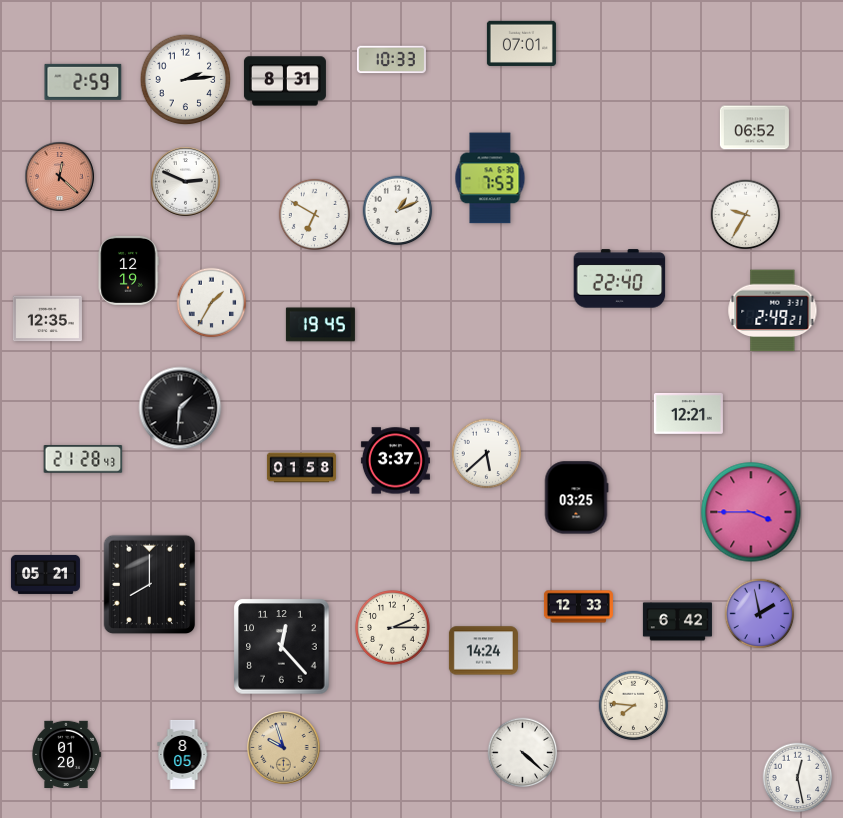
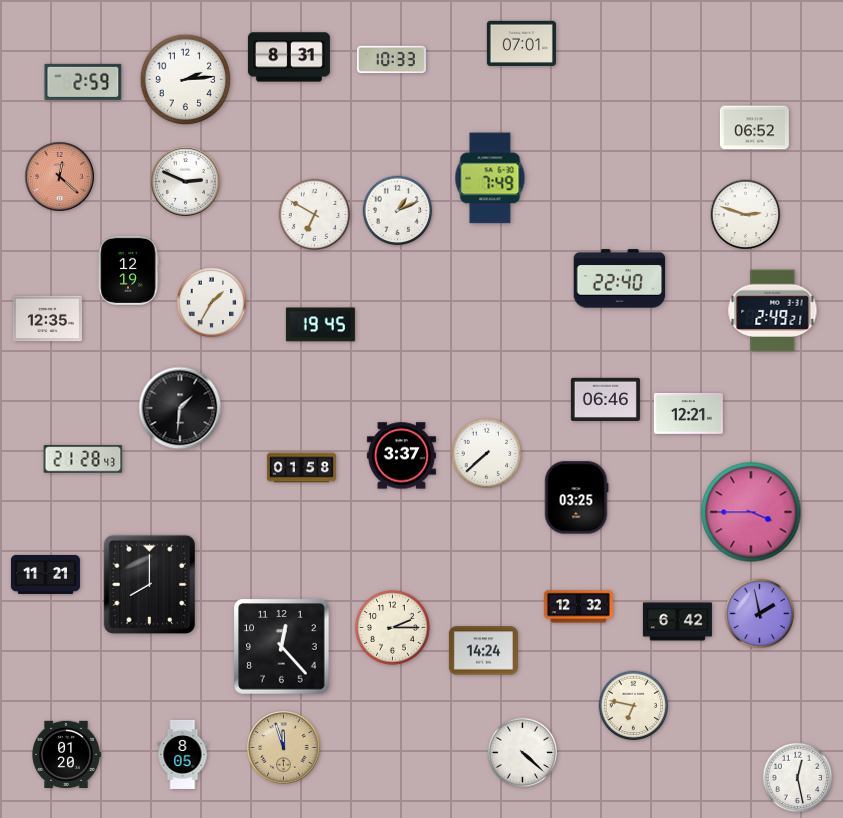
clock at (285, 81) position: (285, 81) -> (289, 57)
clock at (490, 178): 7:53 -> 7:49
clock at (746, 215): 9:35 -> 2:48
clock at (605, 399): none -> 06:46
clock at (487, 454): 5:38 -> 7:38
clock at (395, 461) position: (395, 461) -> (401, 456)
clock at (45, 574): 05:21 -> 11:21
clock at (578, 607): 12:33 -> 12:32
clock at (634, 706): 7:46 -> 6:47
clock at (284, 748): 9:57 -> 11:57
